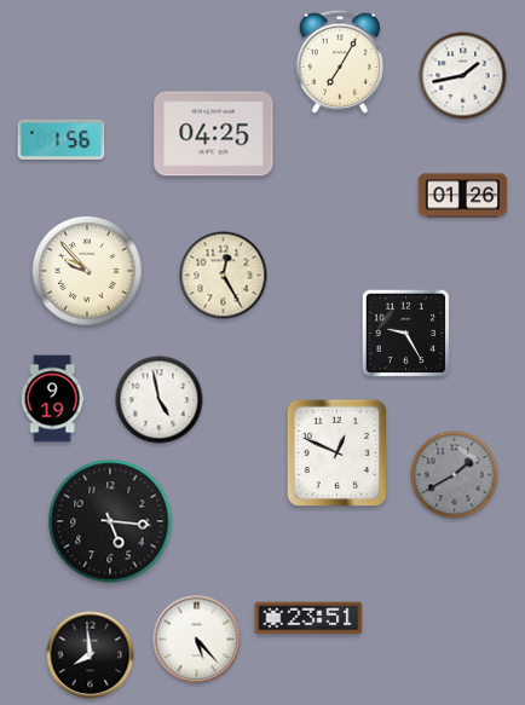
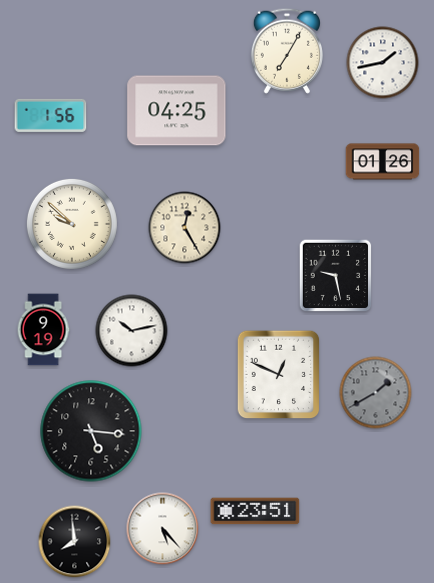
clock at (340, 62) position: (340, 62) -> (287, 51)
clock at (87, 271): 9:53 -> 9:52
clock at (406, 334): 9:25 -> 9:28
clock at (160, 400): 4:58 -> 10:13
